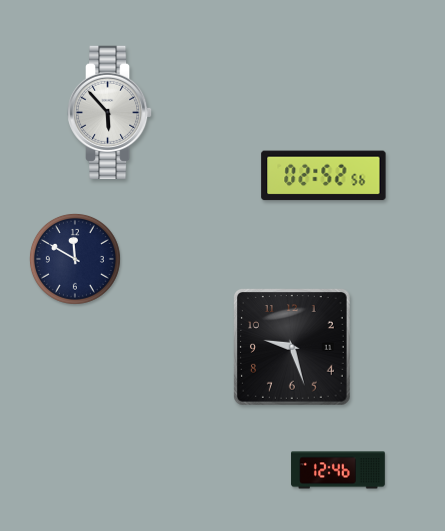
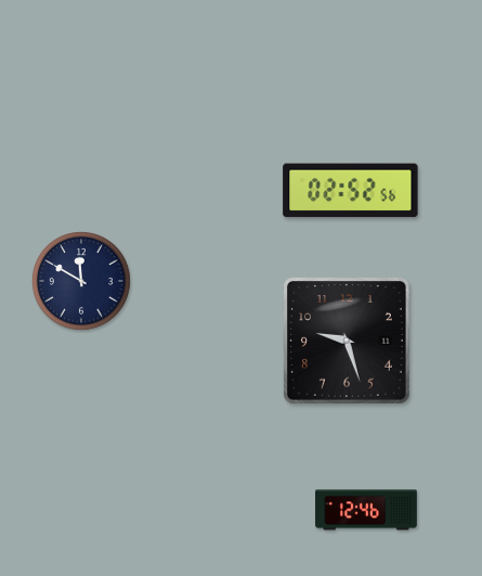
clock at (110, 112): 5:53 -> none
clock at (293, 348) position: (293, 348) -> (348, 342)
